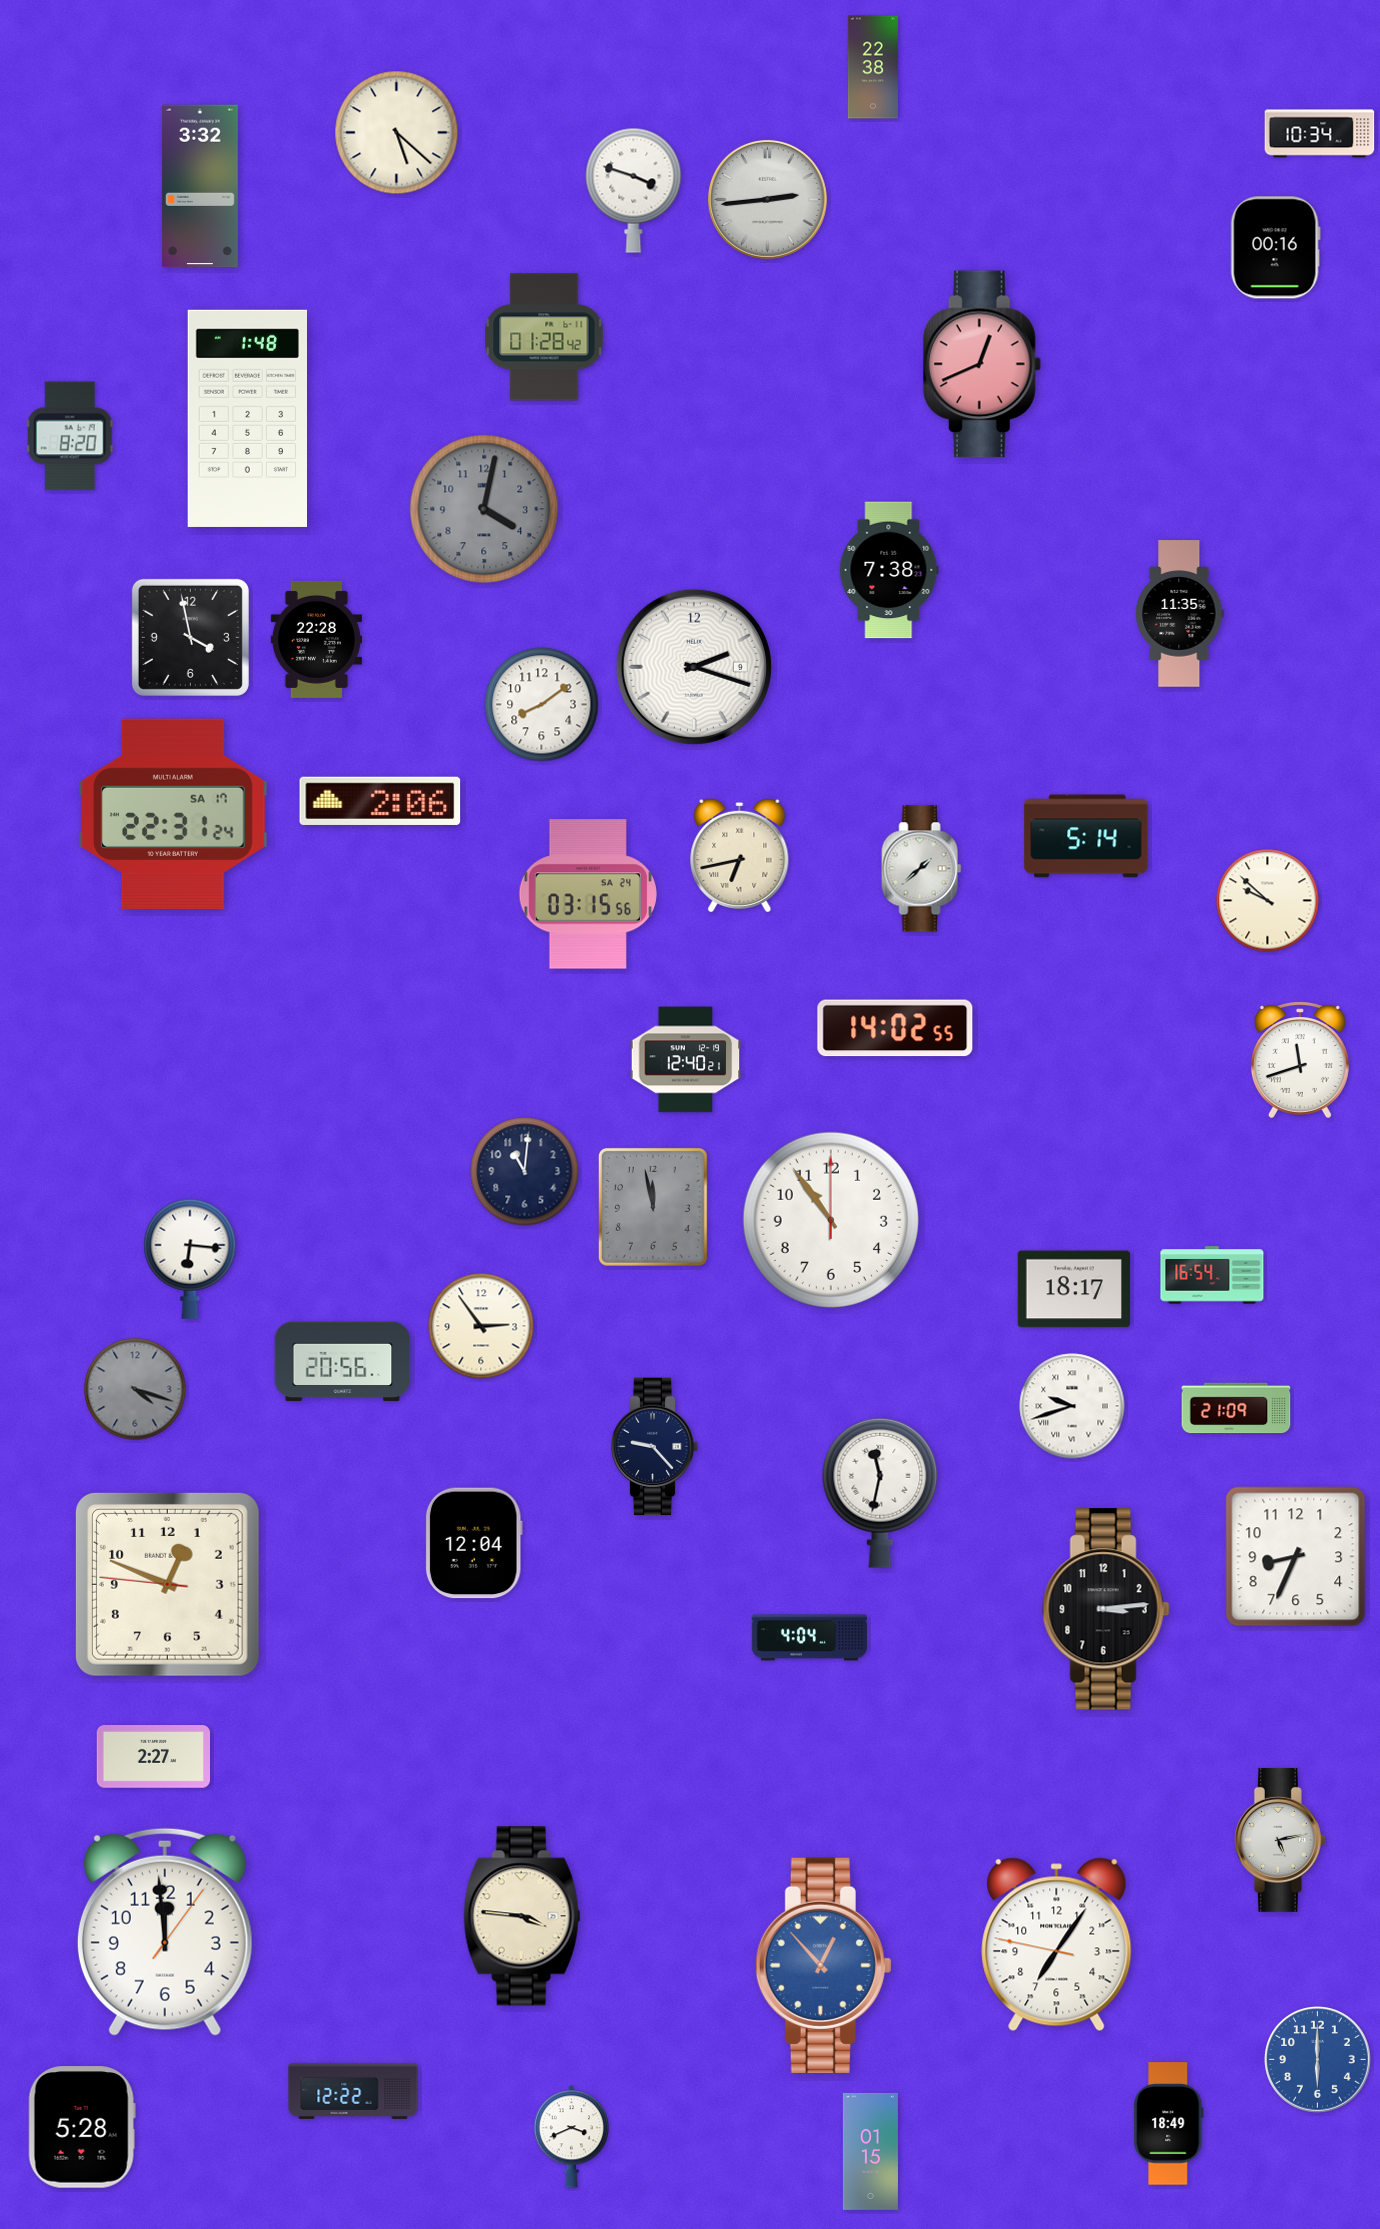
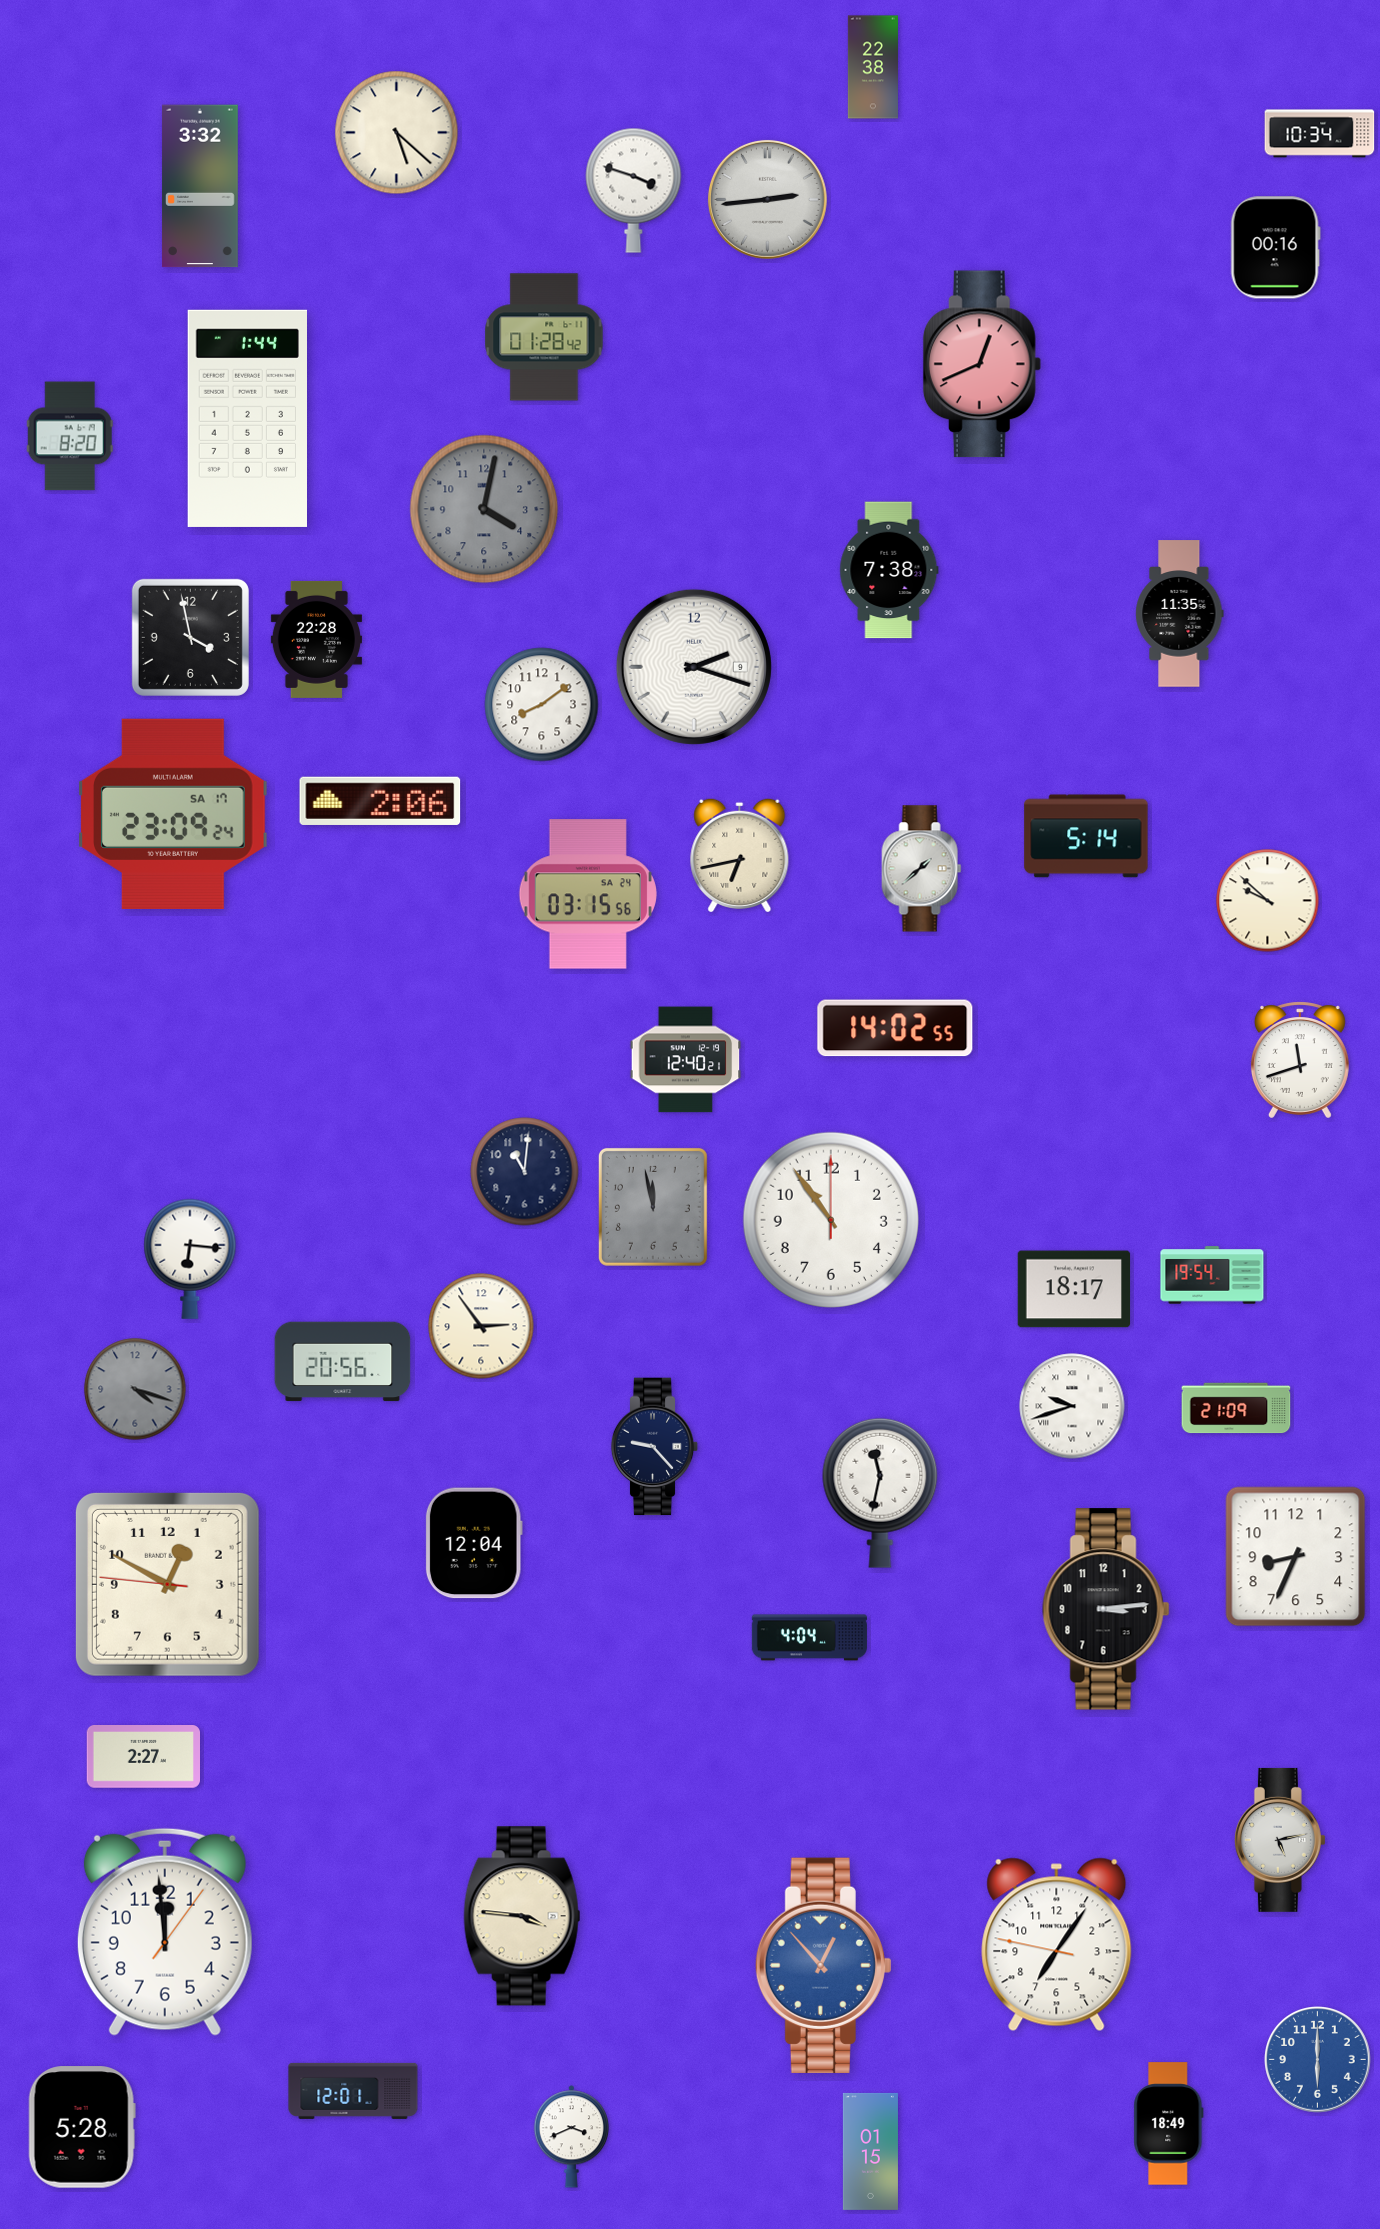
clock at (247, 418): 1:48 -> 1:44
clock at (173, 814): 22:31 -> 23:09
clock at (1212, 1275): 16:54 -> 19:54
clock at (167, 1584): 12:48 -> 12:49
clock at (153, 1757) position: (153, 1757) -> (143, 1757)
clock at (353, 2091): 12:22 -> 12:01
